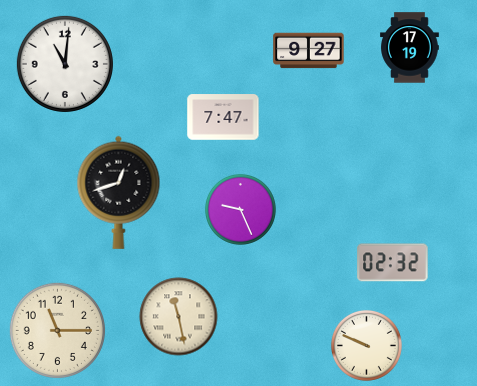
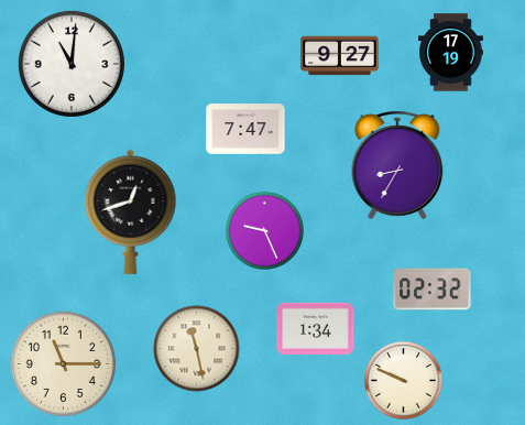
clock at (65, 64) position: (65, 64) -> (72, 64)
clock at (397, 165): none -> 8:35
clock at (316, 328): none -> 1:34
